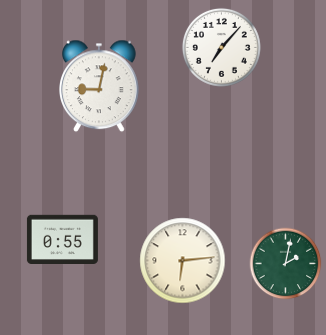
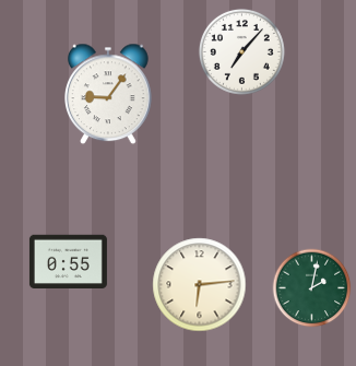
clock at (100, 86): 9:02 -> 9:06
